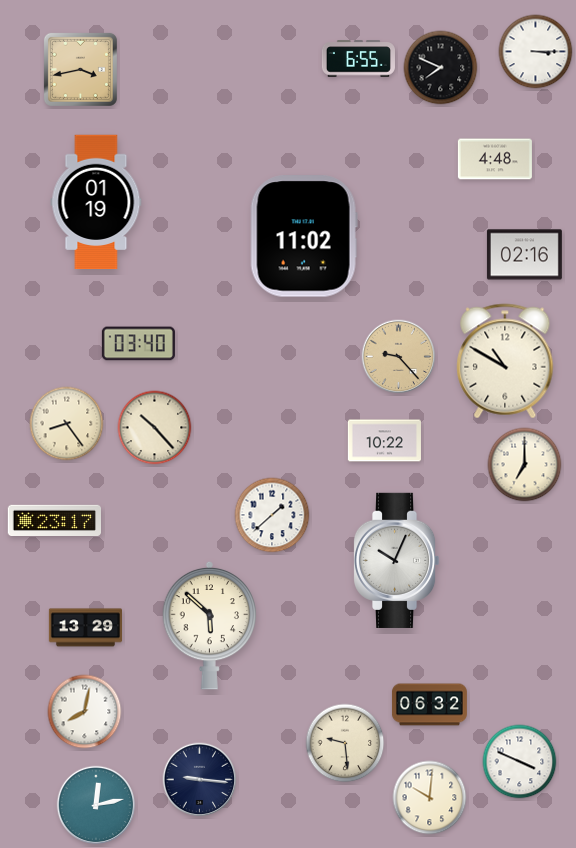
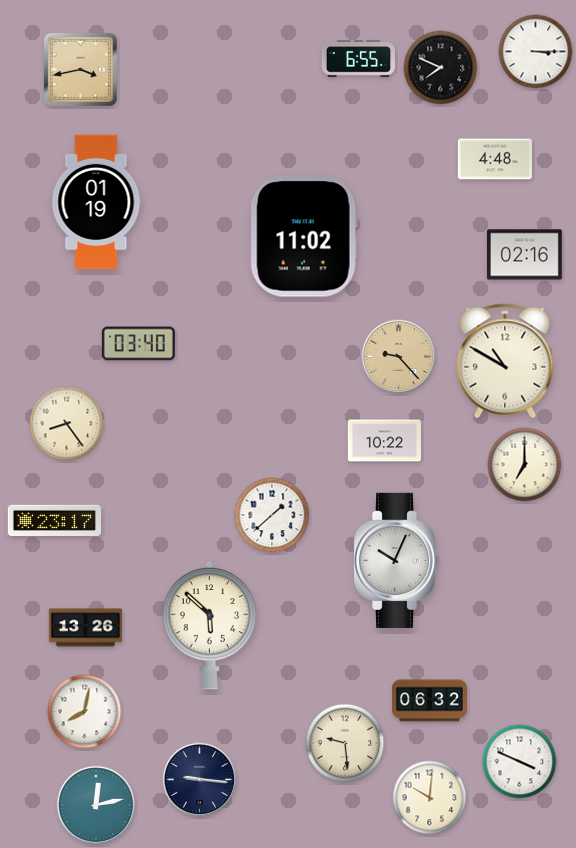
clock at (155, 428): 10:23 -> none
clock at (85, 628): 13:29 -> 13:26
clock at (429, 705) position: (429, 705) -> (429, 701)
